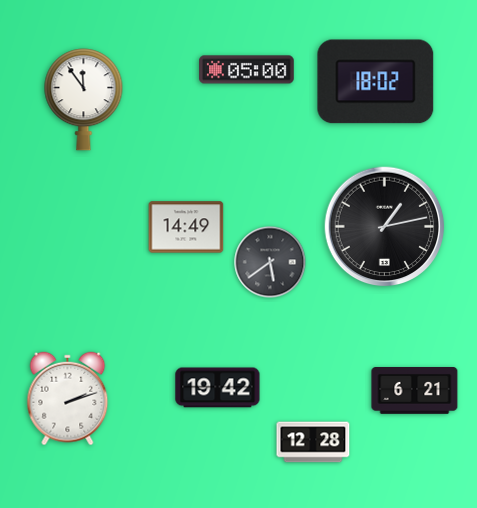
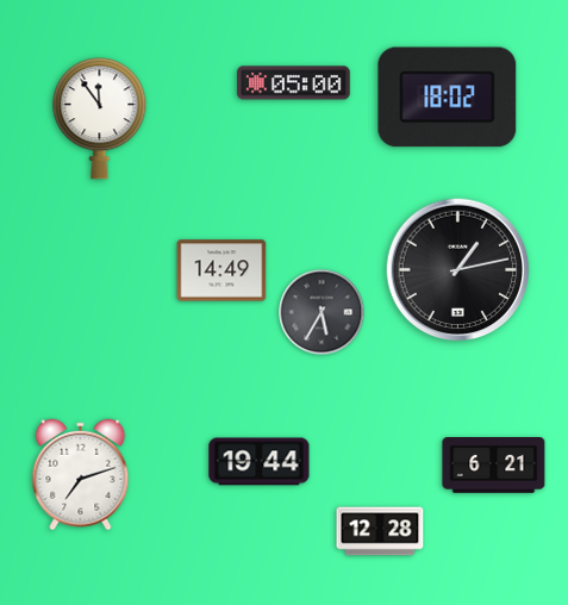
clock at (270, 262): 5:39 -> 5:35
clock at (218, 388): 19:42 -> 19:44
clock at (68, 399): 2:12 -> 7:12
clock at (313, 442) position: (313, 442) -> (380, 531)
